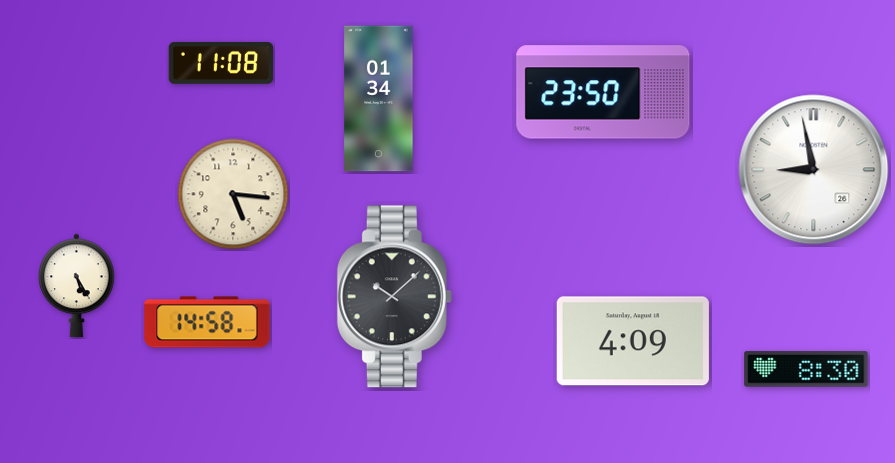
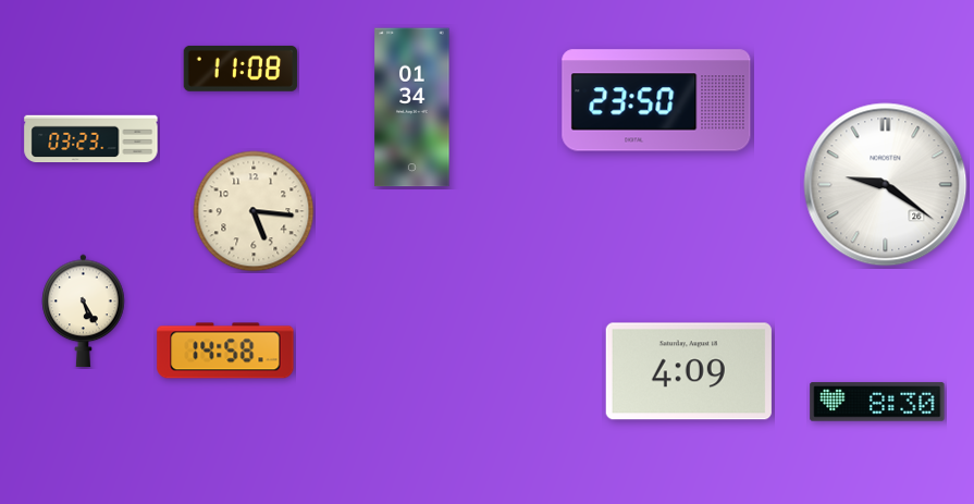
clock at (91, 139): none -> 03:23
clock at (814, 170): 8:58 -> 9:21
clock at (394, 297): 10:08 -> none
